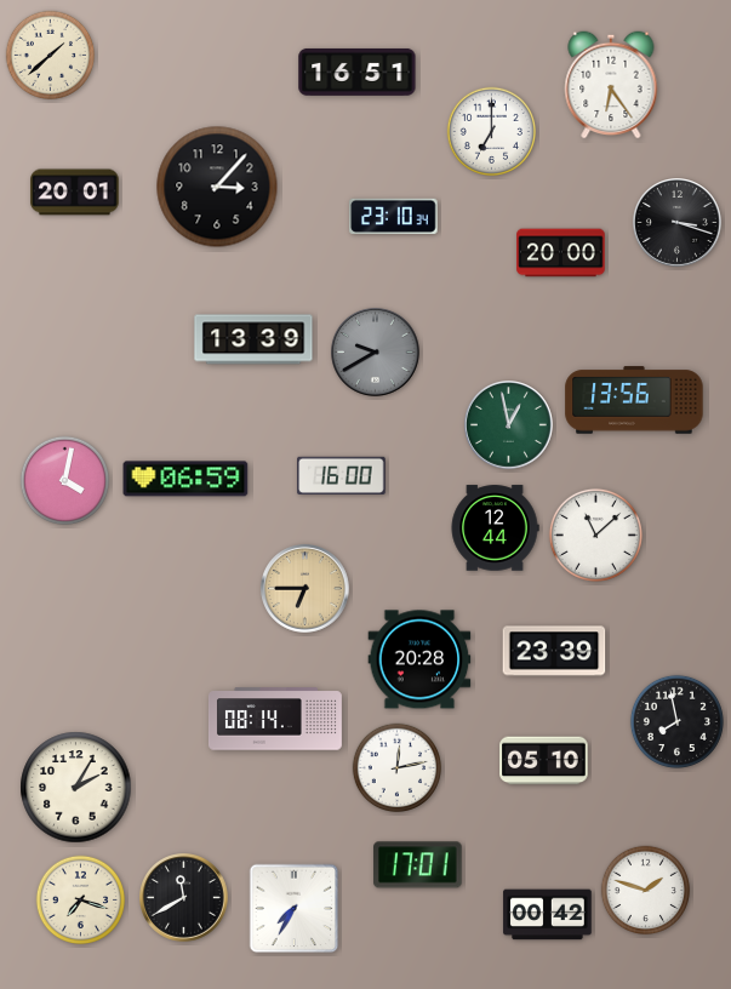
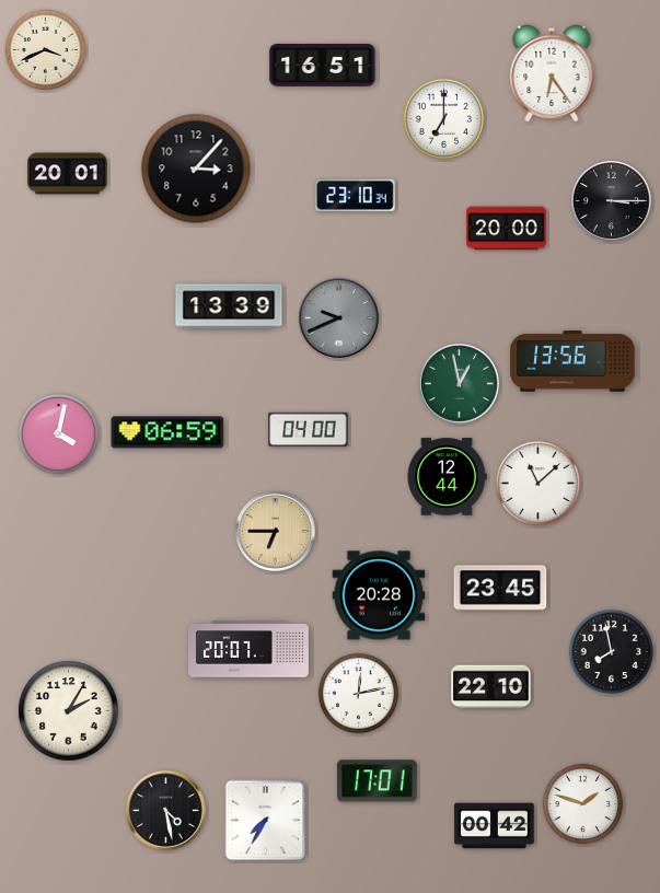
clock at (51, 56): 1:38 -> 3:41
clock at (611, 85) position: (611, 85) -> (552, 73)
clock at (678, 223): 3:18 -> 3:15
clock at (376, 353): 9:40 -> 9:41
clock at (342, 475): 16:00 -> 04:00
clock at (554, 651): 23:39 -> 23:45
clock at (275, 719): 08:14 -> 20:07
clock at (544, 761): 05:10 -> 22:10
clock at (184, 898): 11:40 -> 4:28
clock at (81, 901): 7:18 -> none
